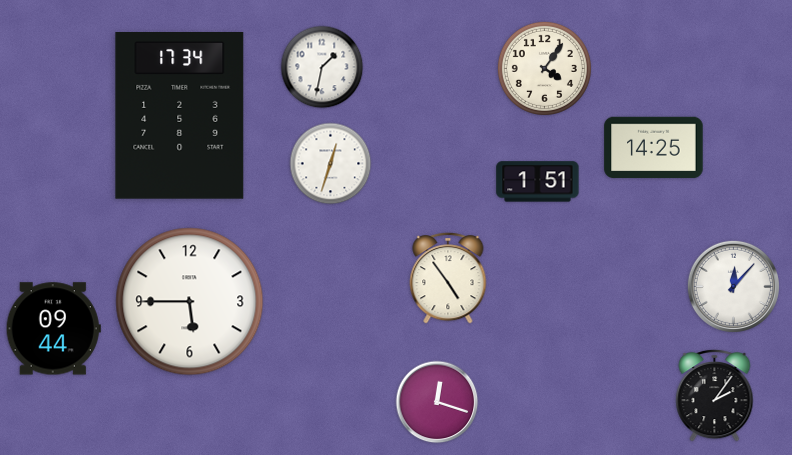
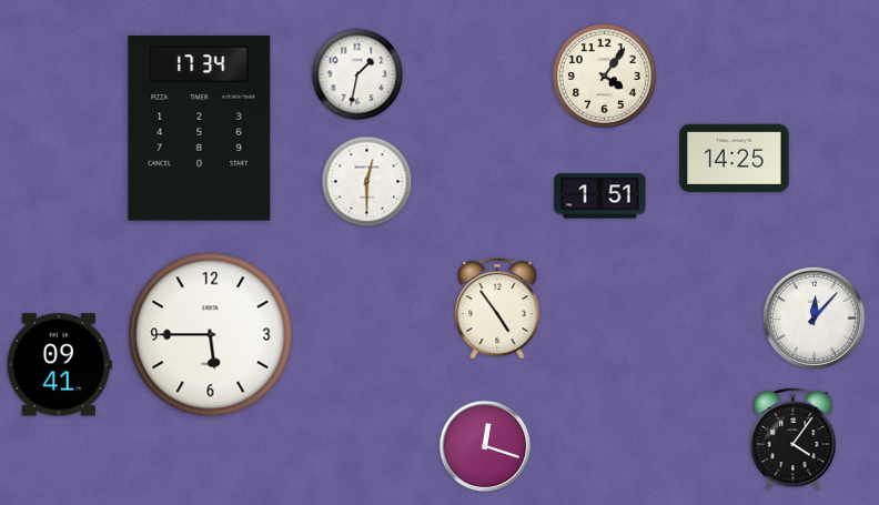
clock at (654, 148) position: (654, 148) -> (735, 159)
clock at (331, 164): 12:33 -> 12:30
clock at (538, 182) position: (538, 182) -> (600, 196)
clock at (53, 329): 09:44 -> 09:41
clock at (715, 395): 2:06 -> 4:06
